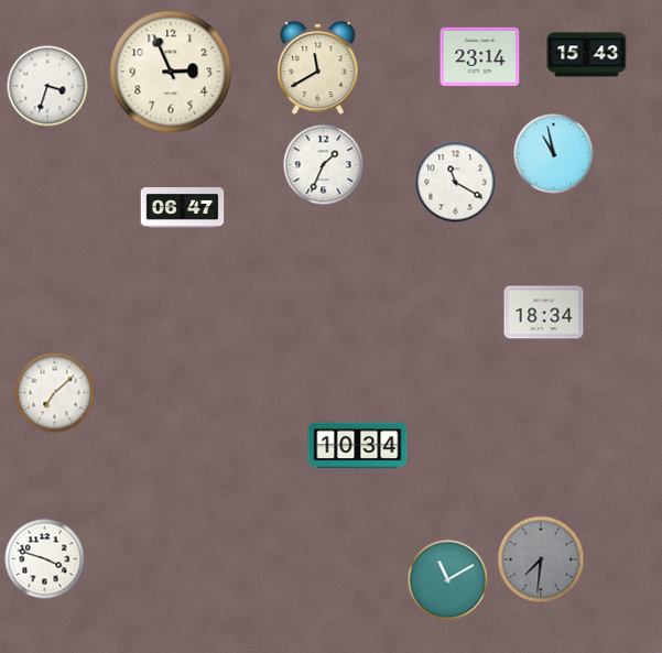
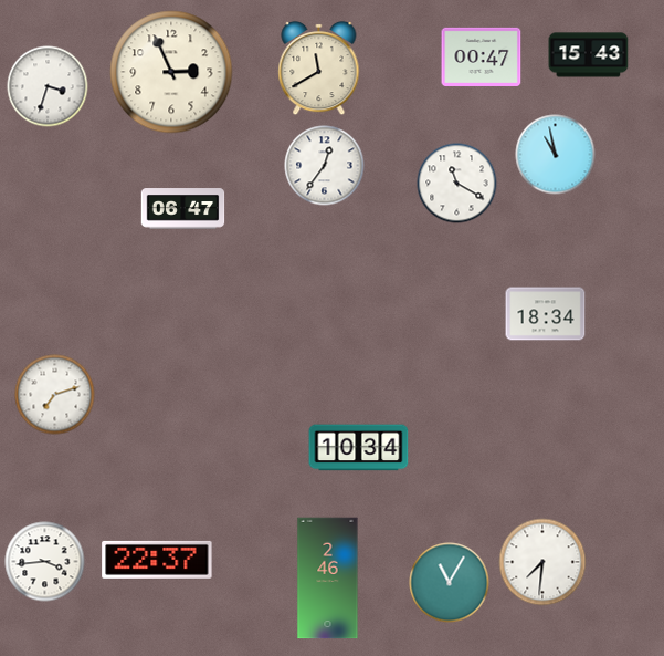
clock at (480, 56): 23:14 -> 00:47
clock at (324, 165): 1:34 -> 12:36
clock at (55, 393): 7:08 -> 7:12
clock at (157, 560): none -> 22:37
clock at (45, 559): 3:48 -> 3:44
clock at (541, 559) dial: grey -> white
clock at (328, 579): none -> 2:46
clock at (448, 580): 11:10 -> 11:05
